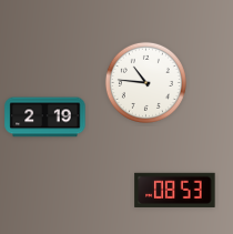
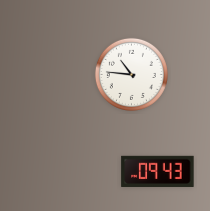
clock at (45, 118): 2:19 -> none
clock at (175, 190): 08:53 -> 09:43
